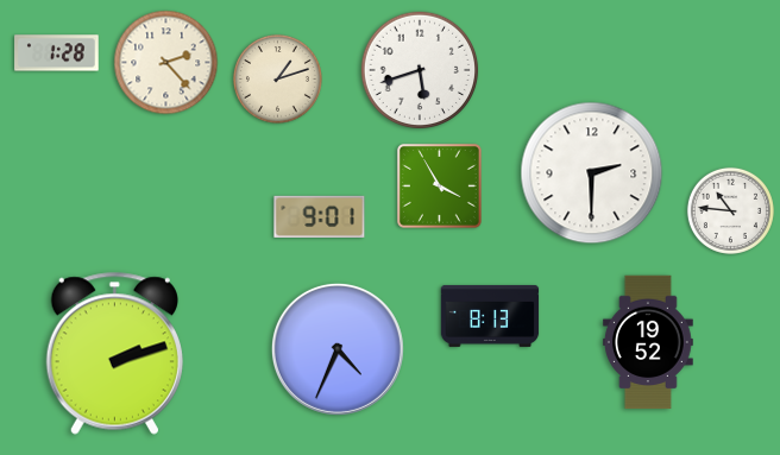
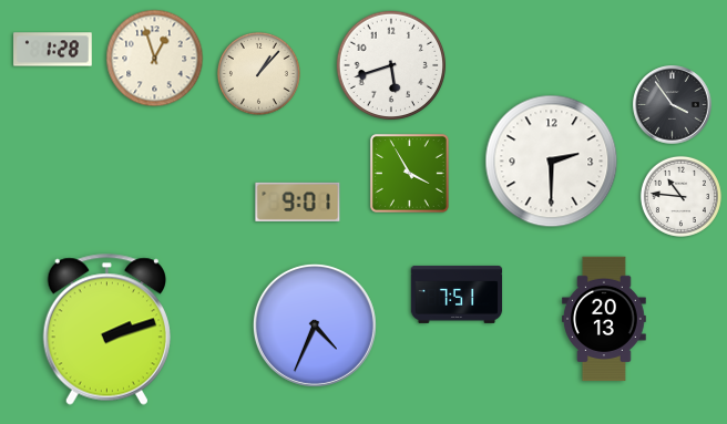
clock at (166, 63): 2:23 -> 12:57
clock at (277, 78): 1:12 -> 1:07
clock at (673, 105): none -> 3:54
clock at (490, 316): 8:13 -> 7:51
clock at (648, 342): 19:52 -> 20:13
